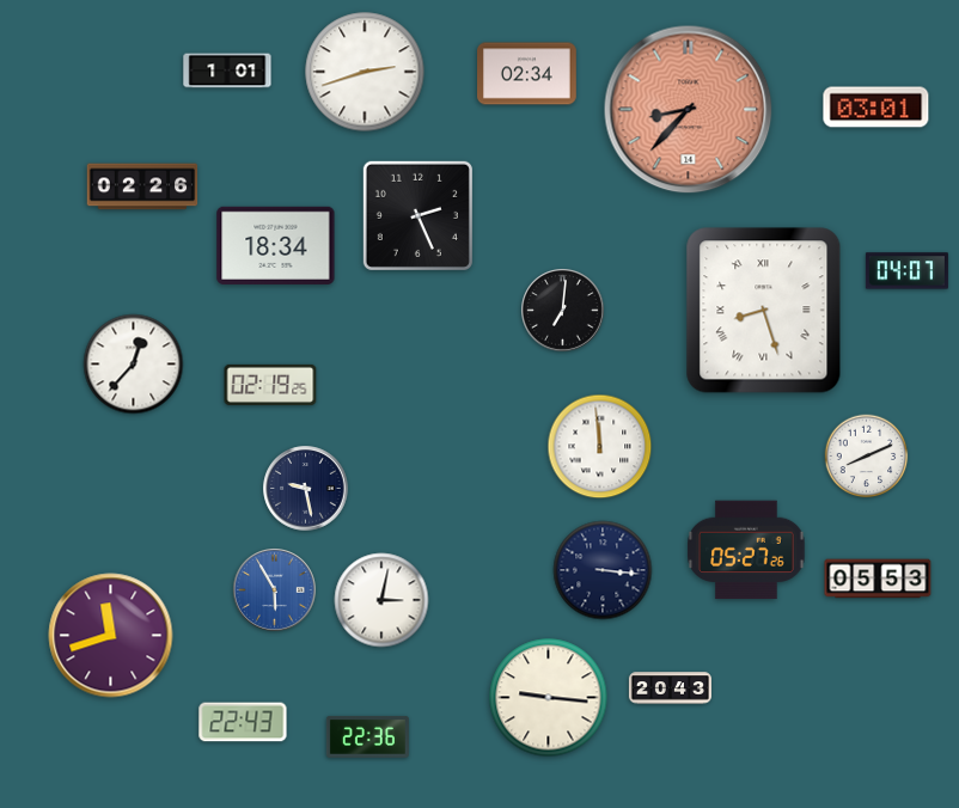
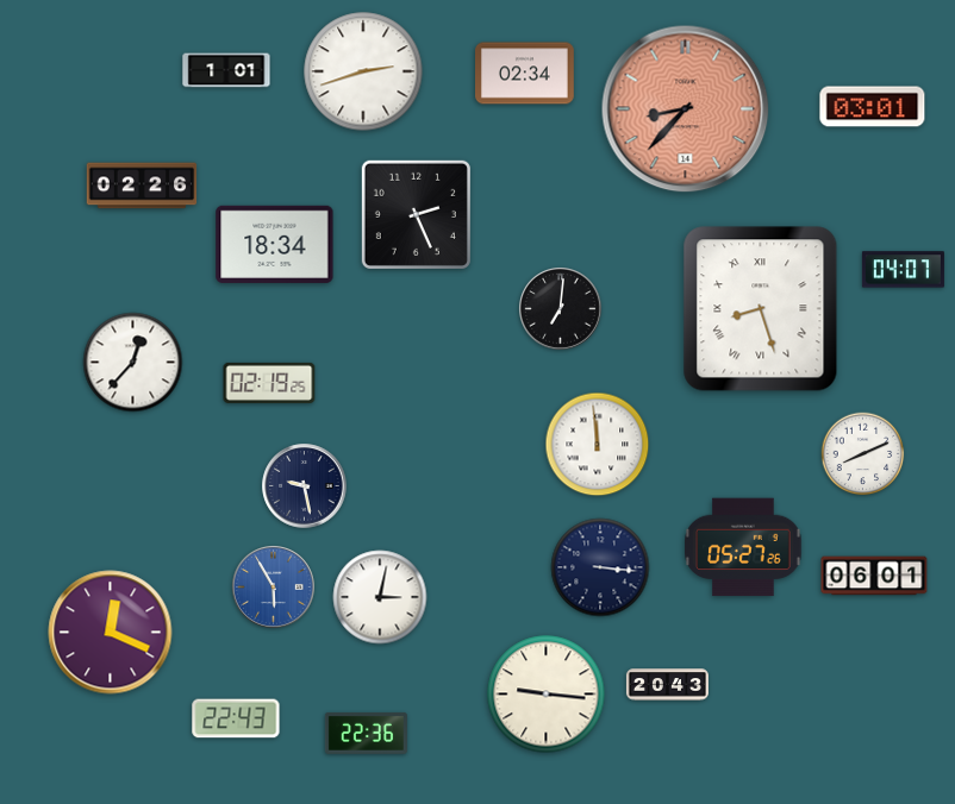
clock at (878, 579): 05:53 -> 06:01
clock at (111, 636): 11:42 -> 12:19
clock at (243, 722) position: (243, 722) -> (236, 718)
